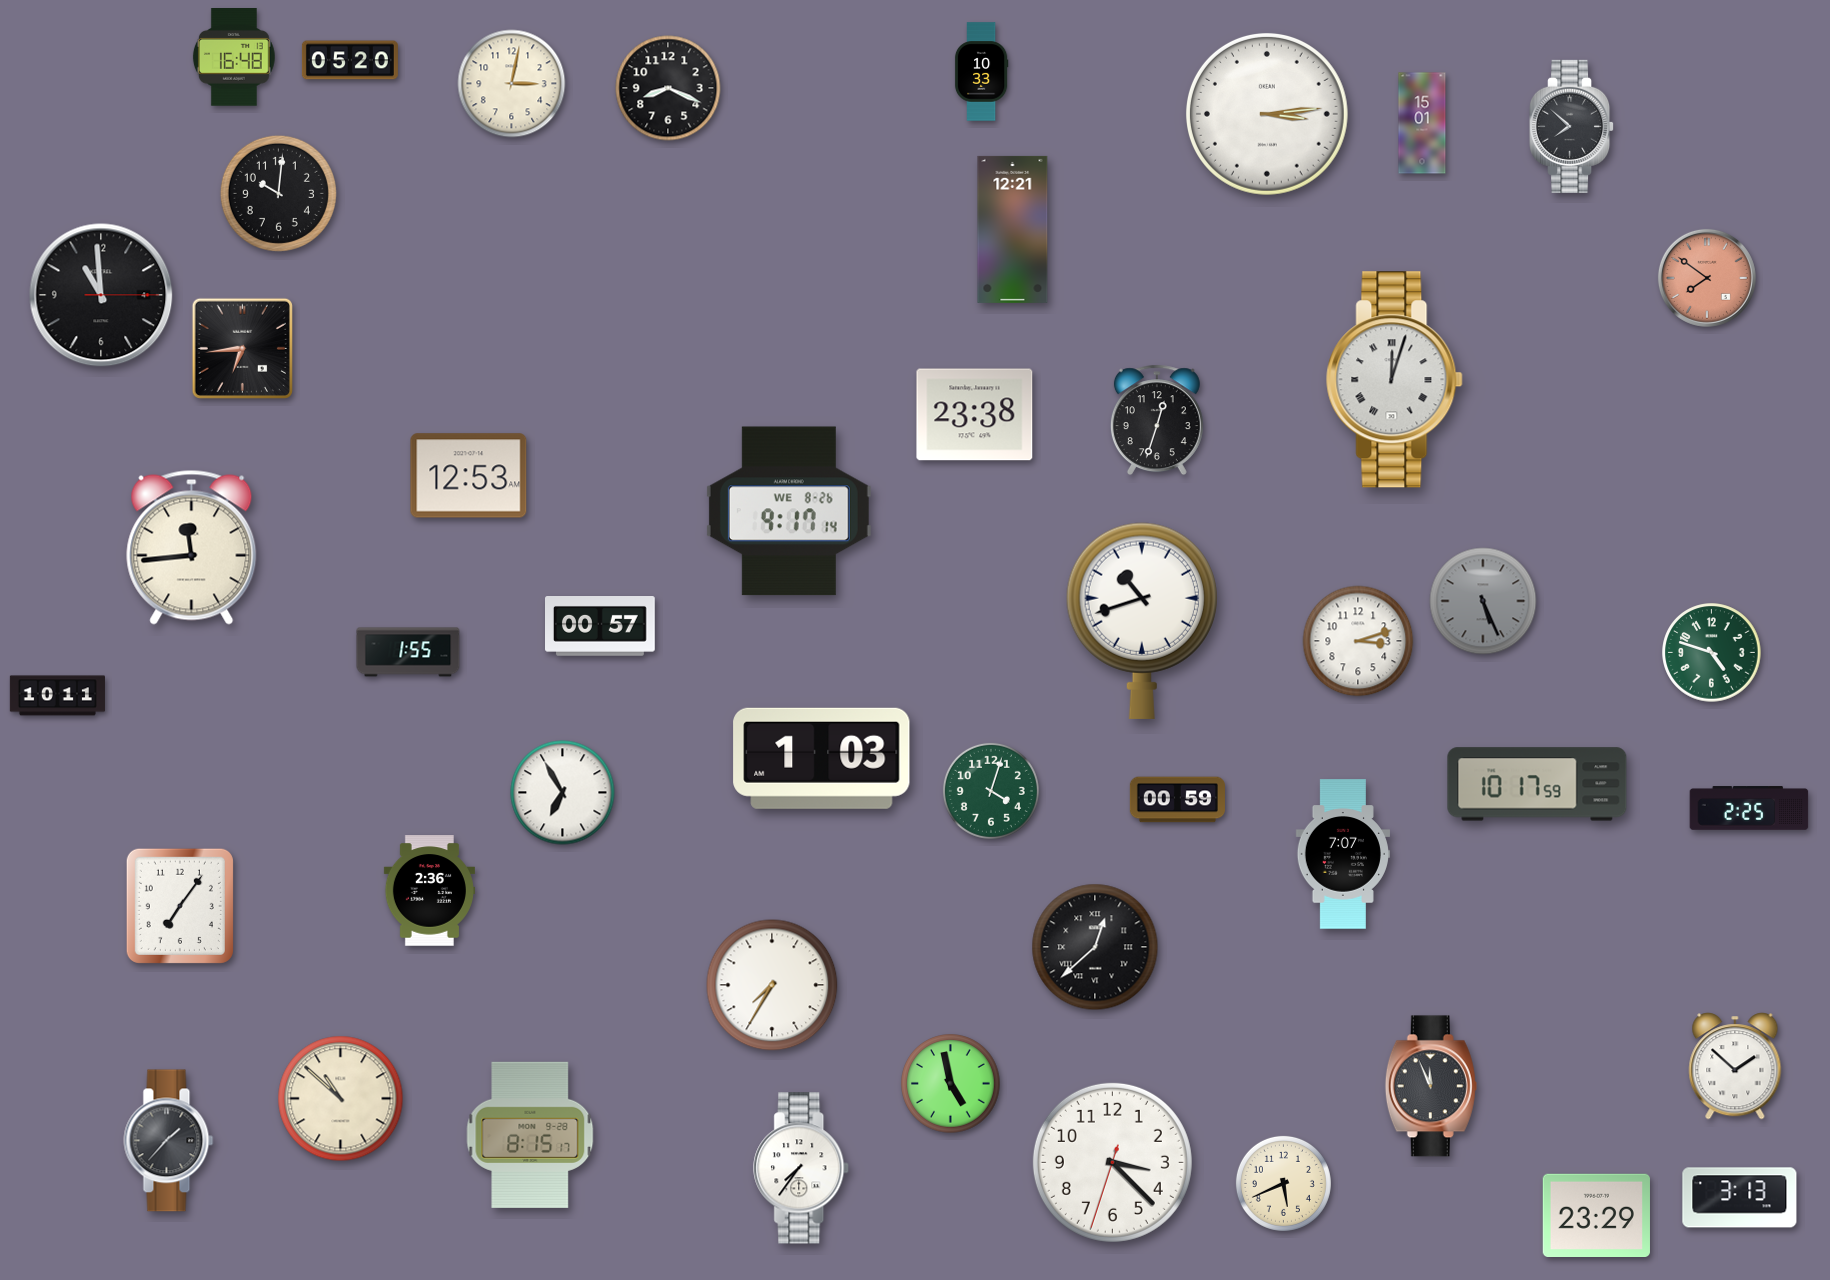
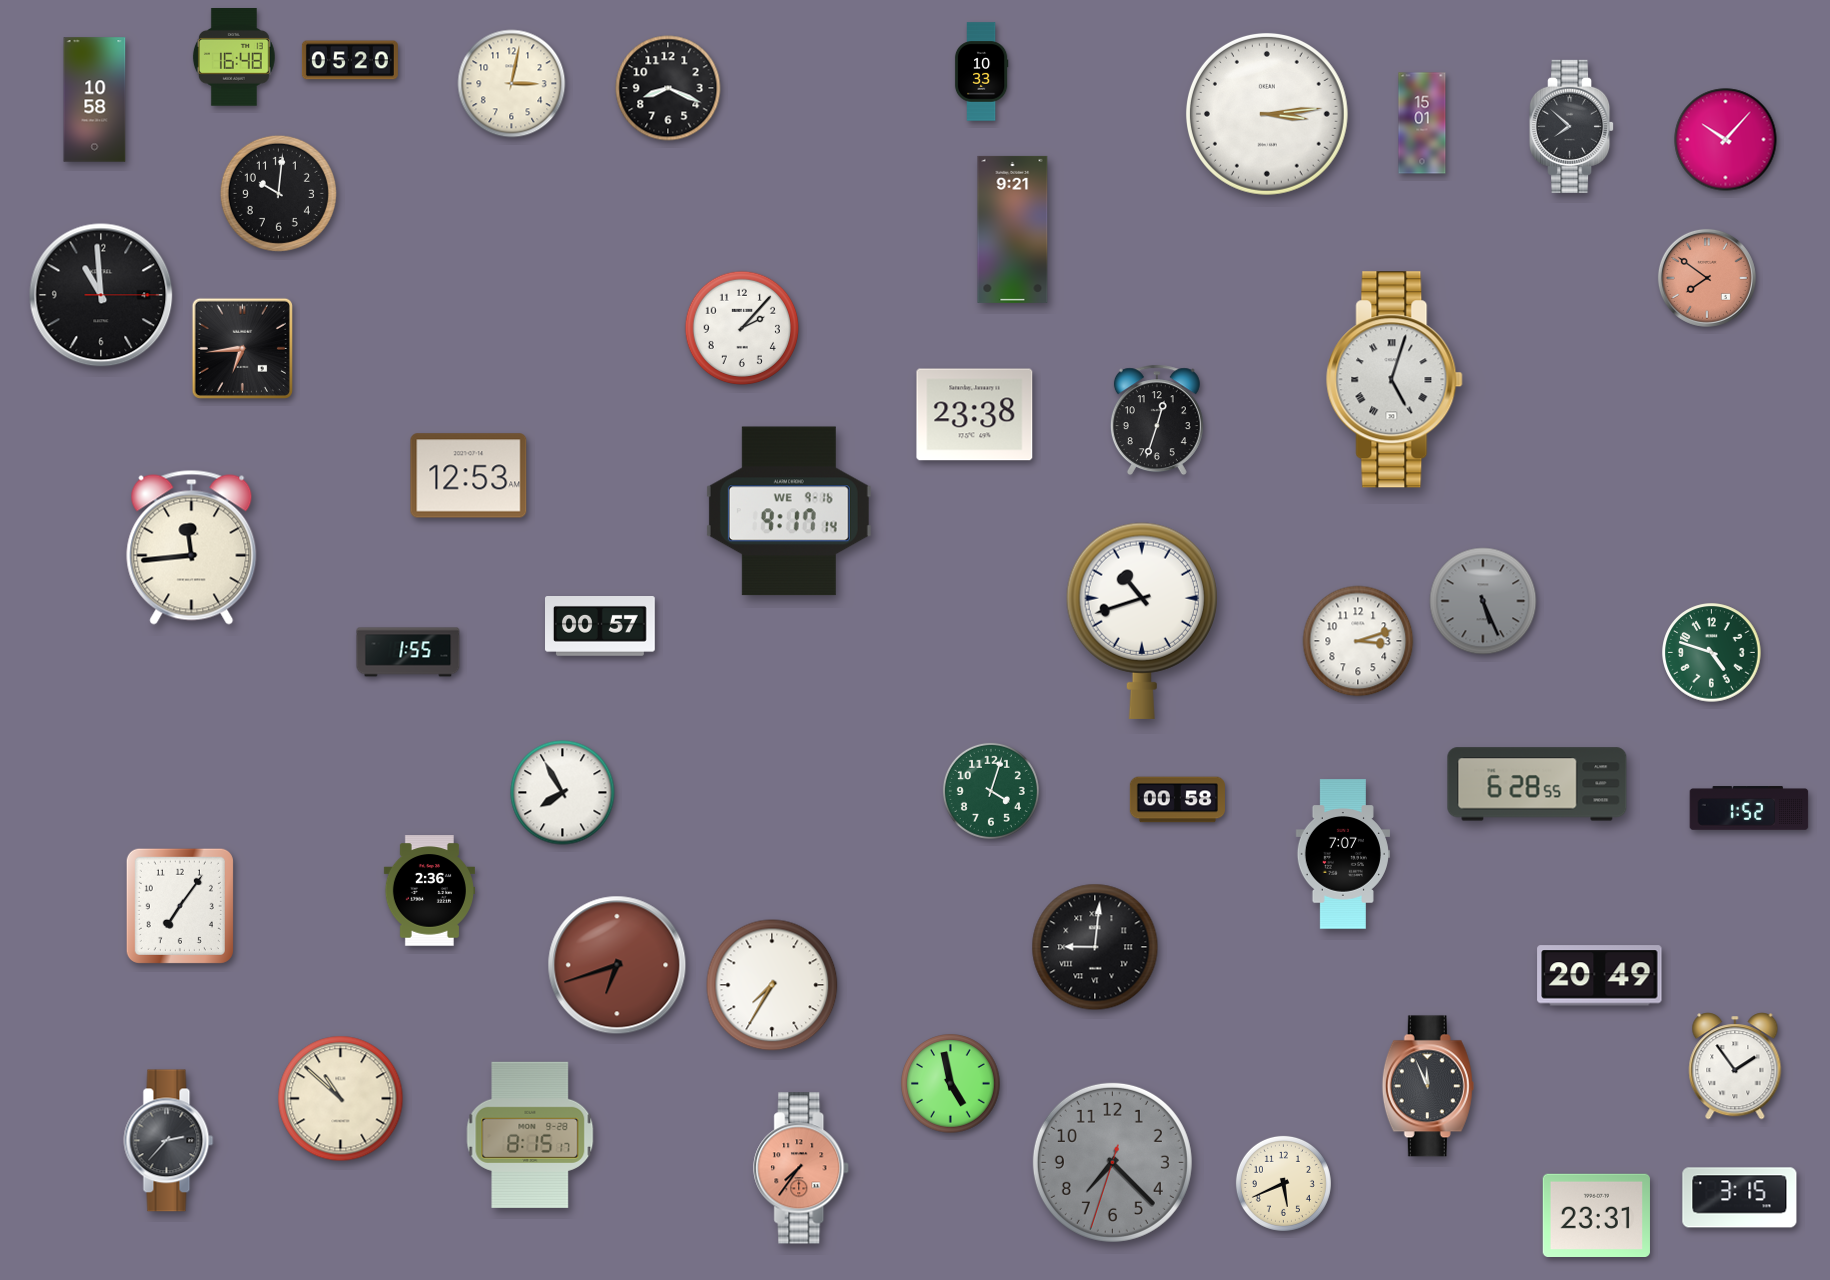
clock at (95, 100): none -> 10:58
clock at (1726, 140): none -> 10:07
clock at (1013, 229): 12:21 -> 9:21
clock at (742, 328): none -> 2:07
clock at (1395, 380): 12:03 -> 5:03
clock at (789, 511) date: WE 8-26 -> WE 9-16
clock at (57, 696): 10:11 -> none
clock at (822, 758): 1:03 -> none
clock at (1537, 784): 10:17 -> 6:28
clock at (563, 793): 6:55 -> 7:55
clock at (1177, 800): 00:59 -> 00:58
clock at (1749, 808): 2:25 -> 1:52
clock at (1095, 947): 12:38 -> 9:01
clock at (617, 965): none -> 6:42
clock at (1600, 976): none -> 20:49
clock at (1735, 1066): 1:52 -> 1:54
clock at (1431, 1086) position: (1431, 1086) -> (1428, 1086)
clock at (169, 1141): 1:37 -> 2:37
clock at (1112, 1162): 3:22 -> 7:22
clock at (1112, 1162) dial: white -> grey
clock at (802, 1168) dial: white -> salmon
clock at (1740, 1198): 3:13 -> 3:15
clock at (1596, 1215): 23:29 -> 23:31
